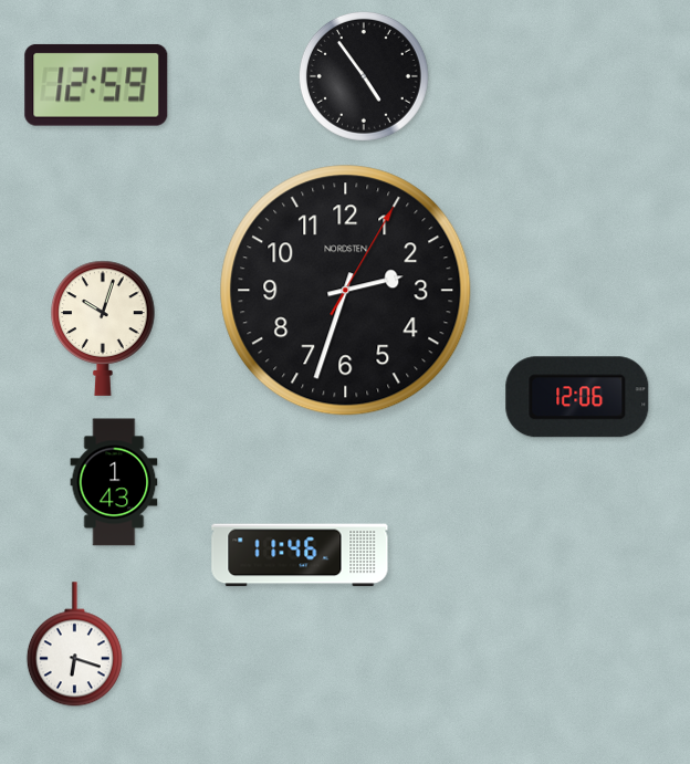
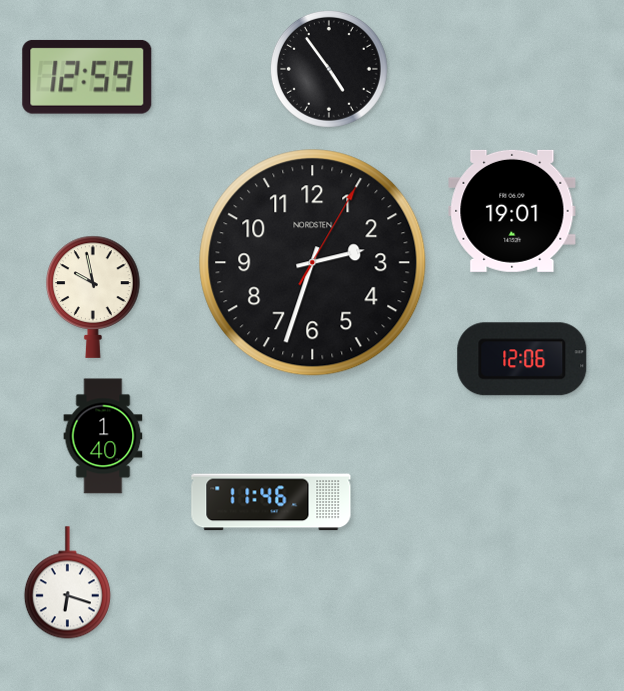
clock at (512, 211): none -> 19:01
clock at (103, 328): 10:03 -> 9:58
clock at (114, 482): 1:43 -> 1:40
